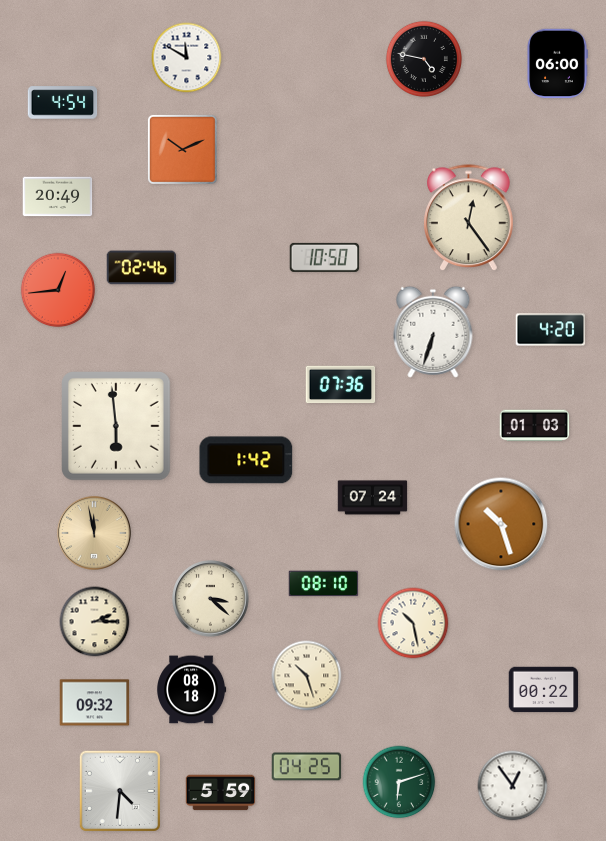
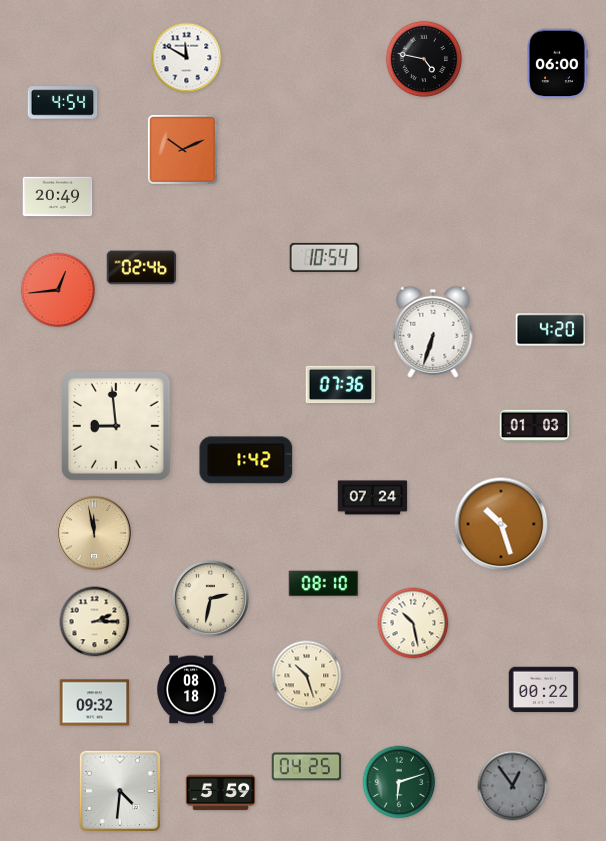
clock at (469, 218): 12:24 -> none
clock at (325, 257): 10:50 -> 10:54
clock at (117, 427): 5:59 -> 8:59
clock at (211, 599): 3:22 -> 2:32
clock at (513, 786) dial: white -> grey
